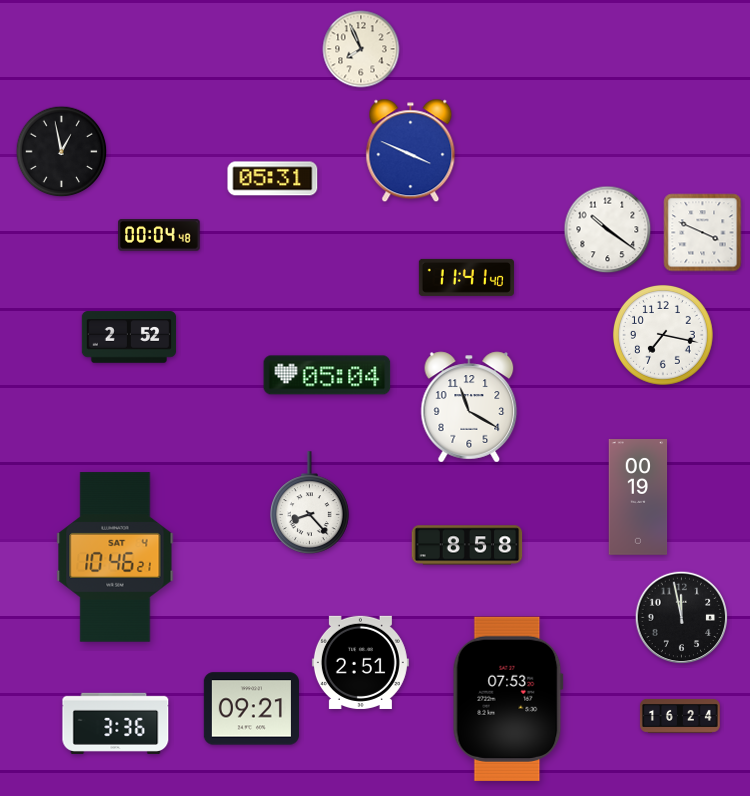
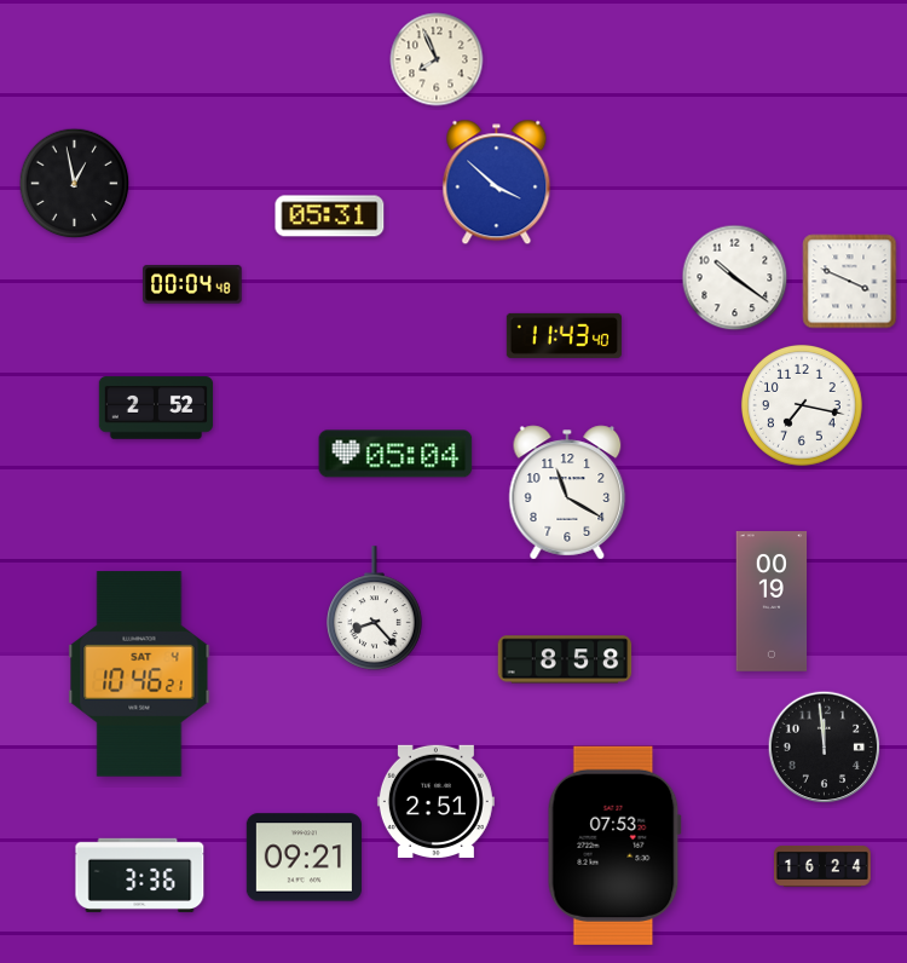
clock at (411, 151): 3:49 -> 3:52
clock at (466, 277): 11:41 -> 11:43
clock at (682, 618): 11:58 -> 11:59
